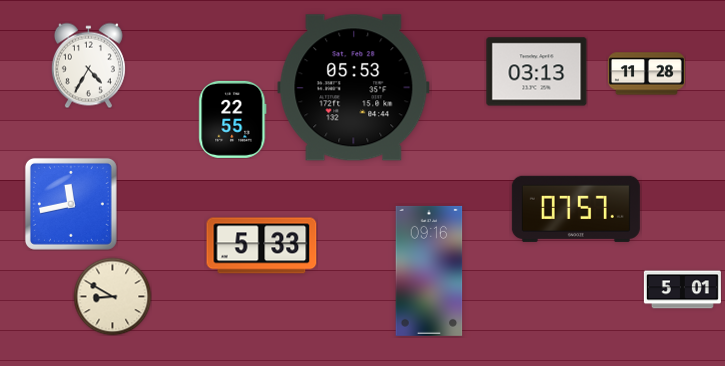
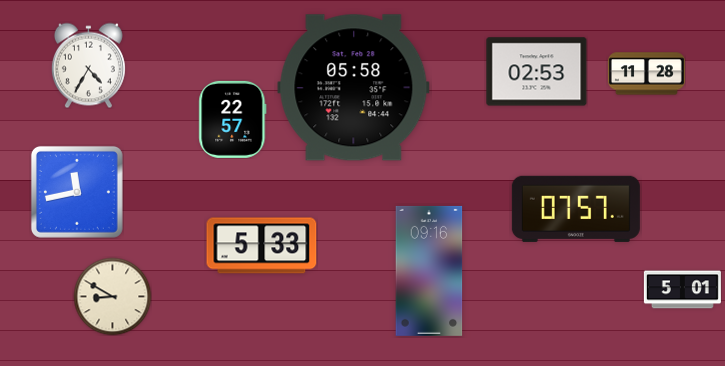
clock at (537, 72): 03:13 -> 02:53
clock at (354, 88): 05:53 -> 05:58
clock at (233, 119): 22:55 -> 22:57
clock at (71, 204) position: (71, 204) -> (77, 192)
